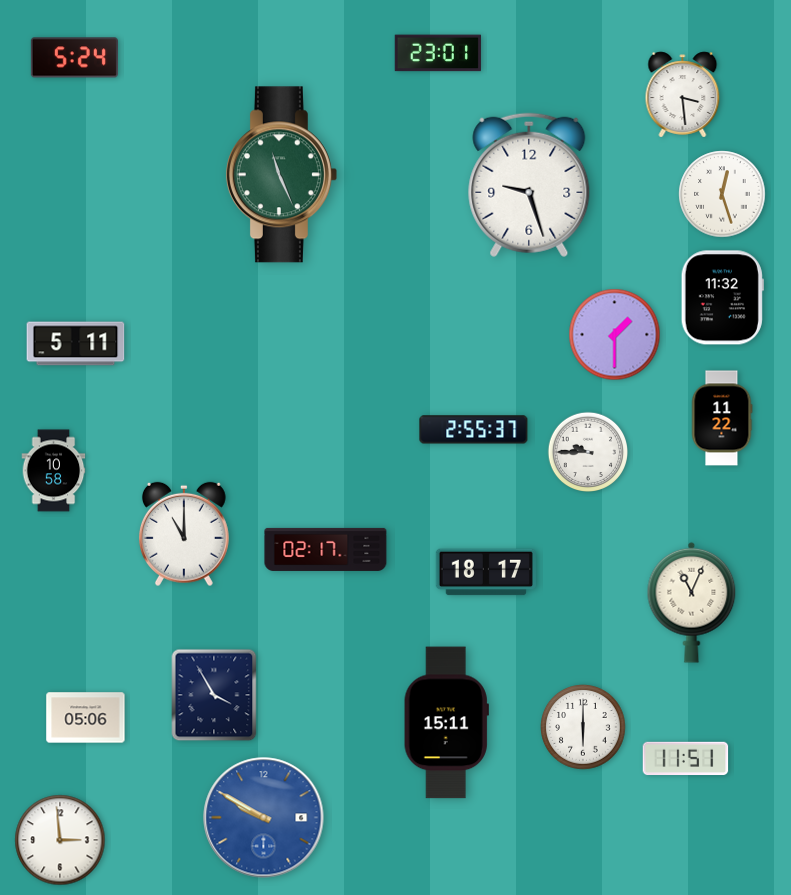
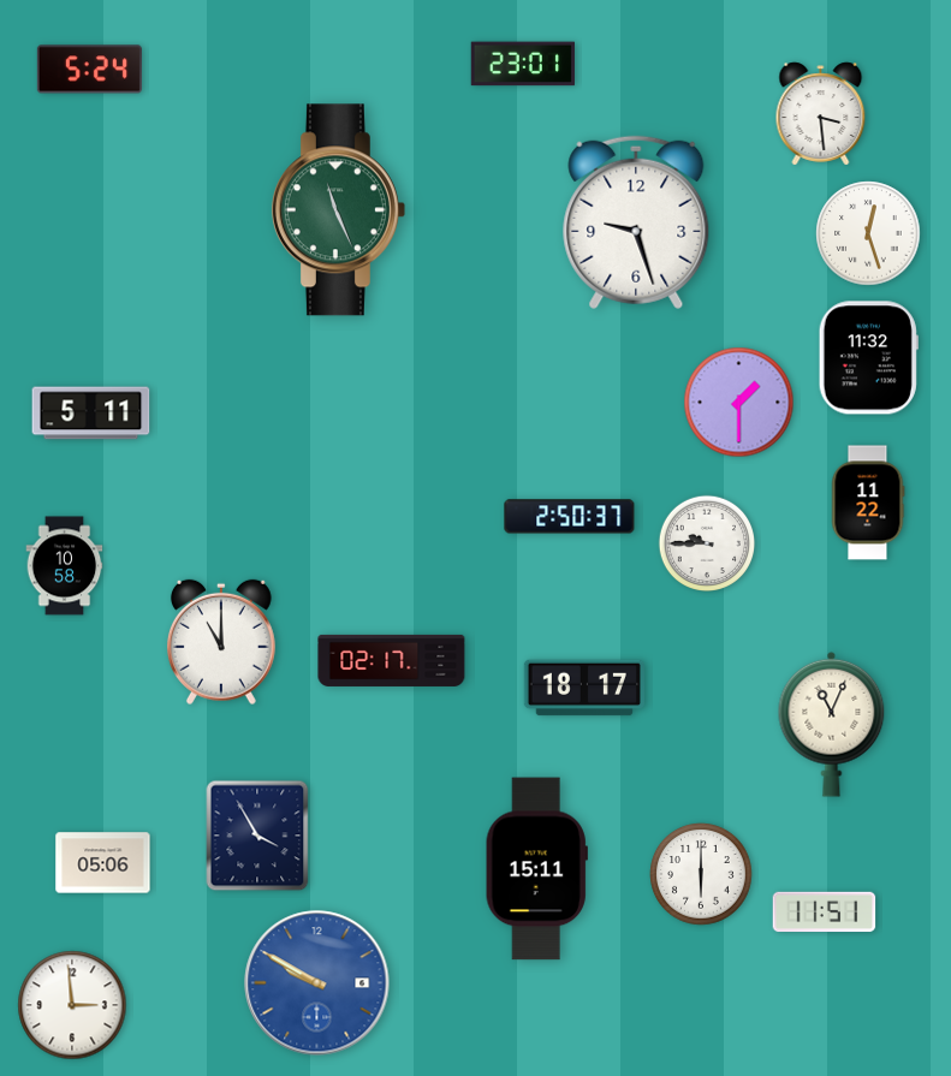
clock at (437, 53) position: (437, 53) -> (522, 64)
clock at (474, 430): 2:55 -> 2:50
clock at (60, 840) position: (60, 840) -> (72, 1005)
